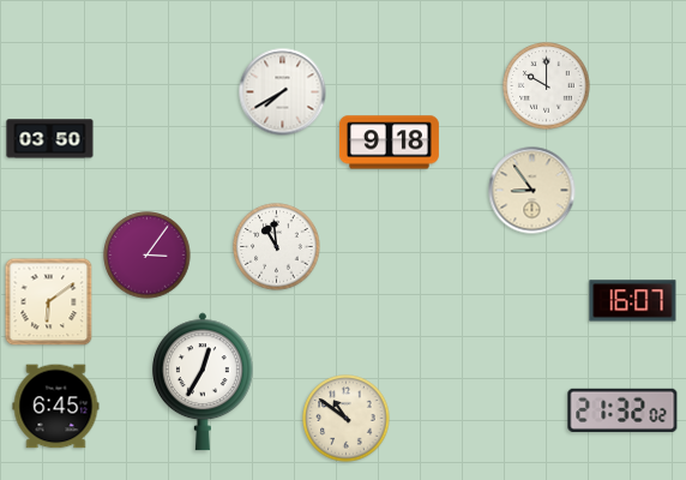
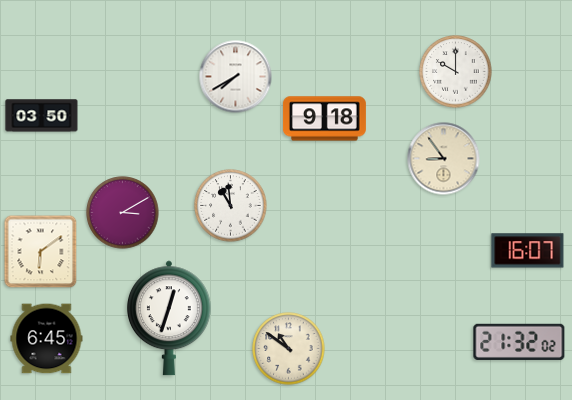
clock at (148, 256): 3:06 -> 3:10
clock at (203, 382): 12:35 -> 12:33
